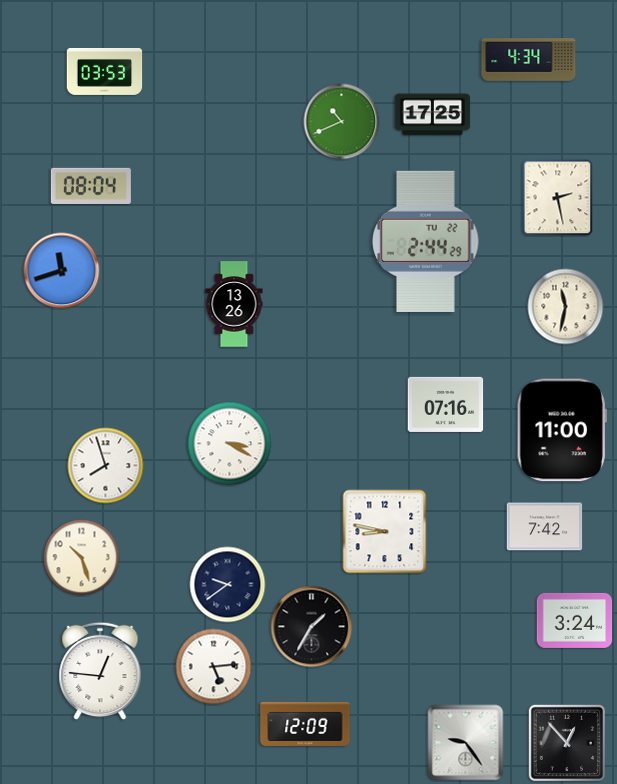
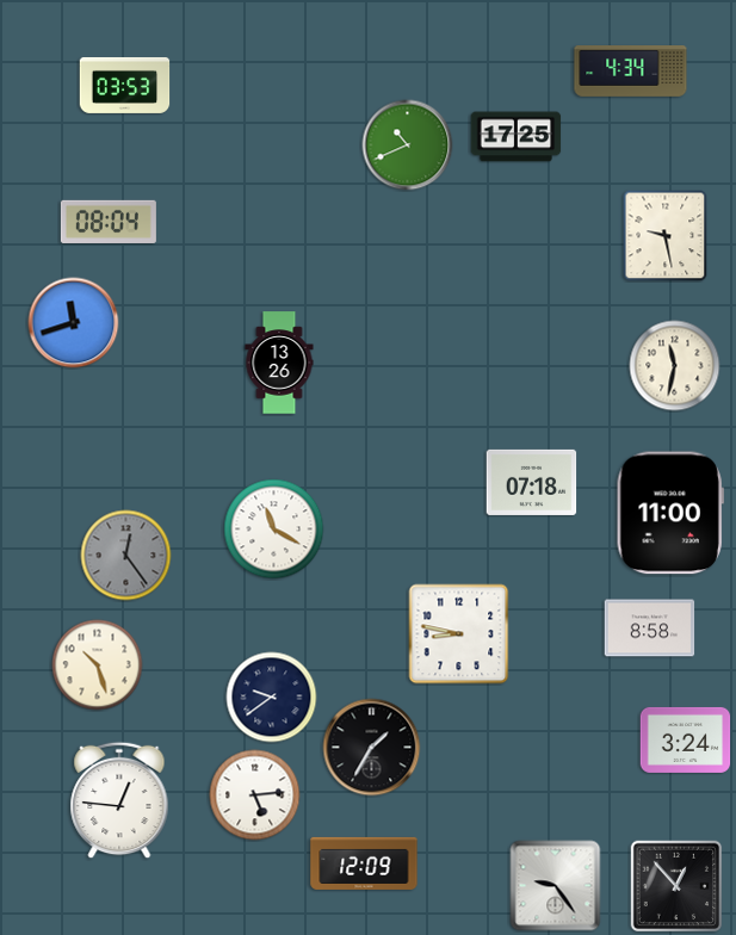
clock at (558, 198): 2:28 -> 9:28
clock at (426, 241): 2:44 -> none
clock at (446, 404): 07:16 -> 07:18
clock at (230, 444): 3:20 -> 11:20
clock at (106, 466): 7:57 -> 12:24
clock at (106, 466) dial: white -> grey
clock at (545, 527): 7:42 -> 8:58
